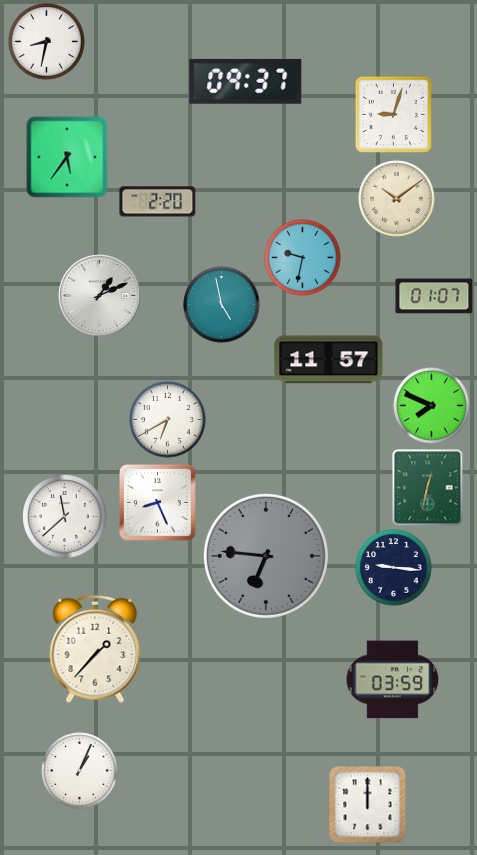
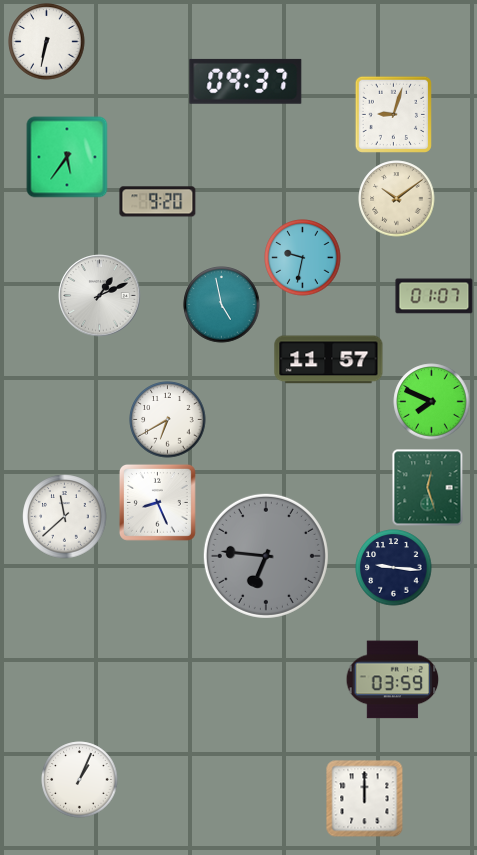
clock at (47, 42): 8:32 -> 6:32
clock at (158, 202): 2:20 -> 9:20
clock at (432, 406) position: (432, 406) -> (432, 402)
clock at (428, 488): 12:32 -> 12:27
clock at (95, 649): 1:37 -> none
clock at (80, 771) position: (80, 771) -> (80, 780)
clock at (368, 805) position: (368, 805) -> (365, 799)
